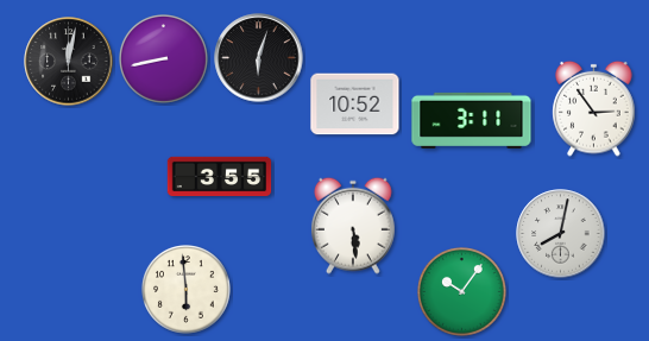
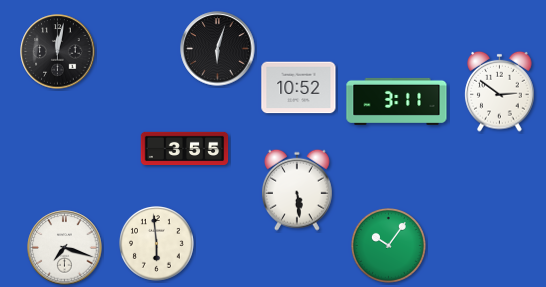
clock at (164, 59): 8:43 -> none
clock at (594, 108): 2:54 -> 2:51
clock at (561, 234): 8:02 -> none
clock at (65, 248): none -> 7:18
